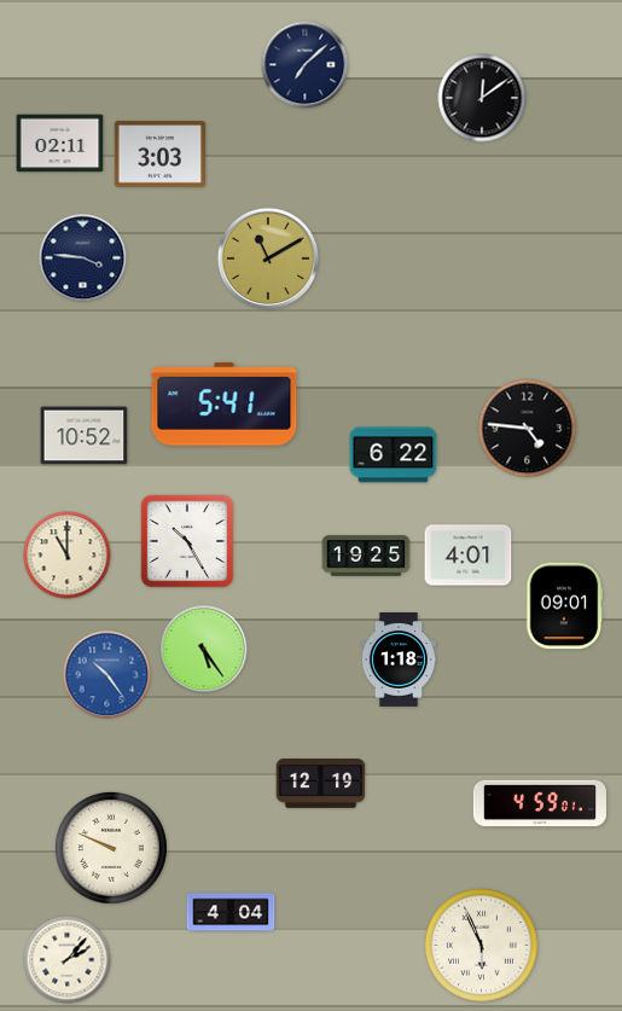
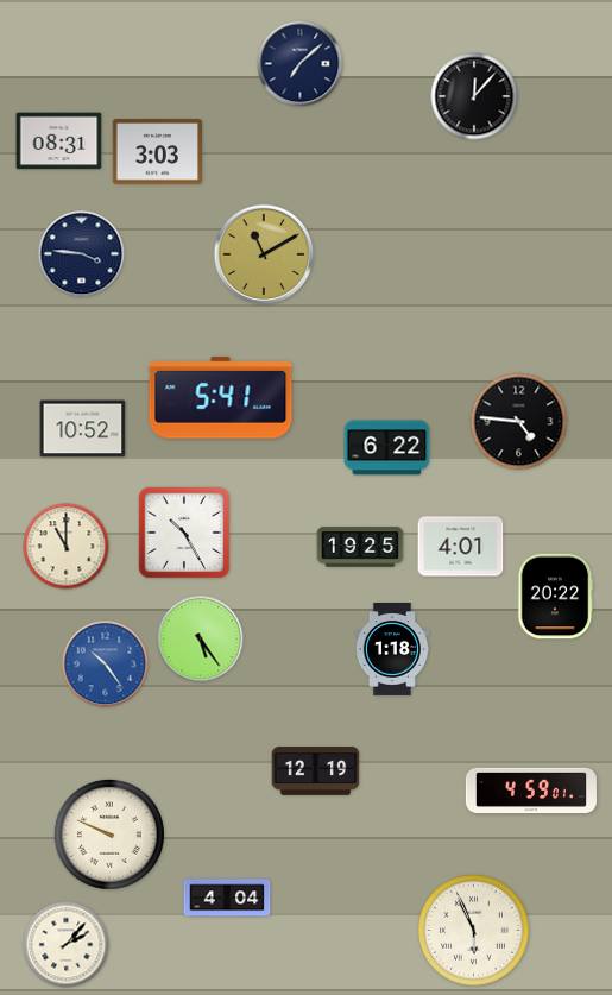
clock at (482, 98): 12:09 -> 12:07
clock at (60, 144): 02:11 -> 08:31
clock at (564, 606): 09:01 -> 20:22
